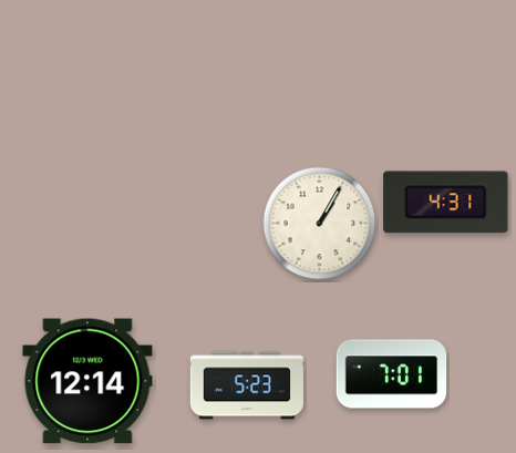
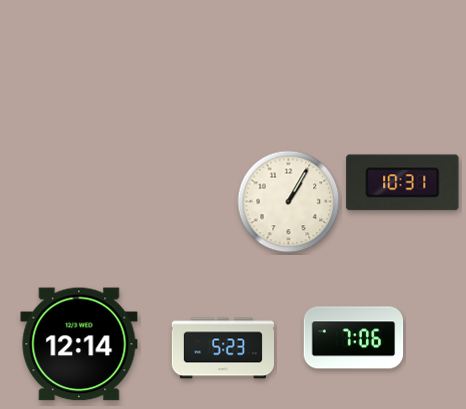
clock at (446, 203): 4:31 -> 10:31
clock at (392, 374): 7:01 -> 7:06
